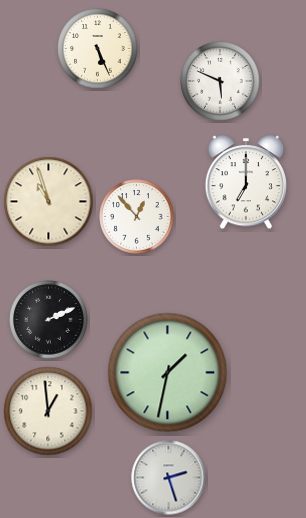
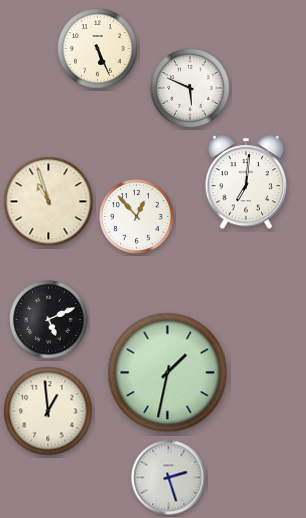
clock at (220, 81) position: (220, 81) -> (190, 88)
clock at (246, 183): 7:00 -> 7:01
clock at (49, 320): 2:11 -> 5:11
